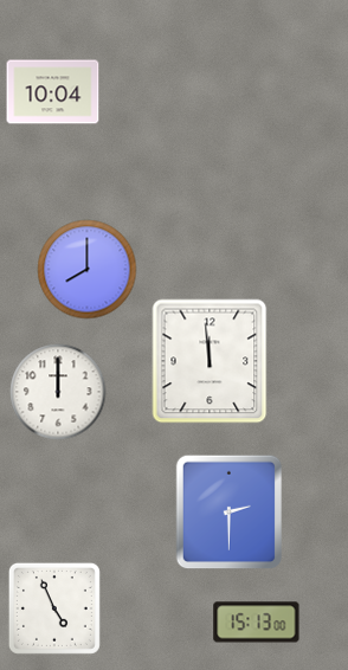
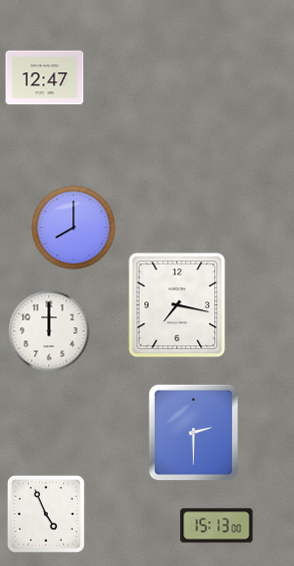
clock at (53, 92): 10:04 -> 12:47
clock at (210, 361): 11:59 -> 7:17
